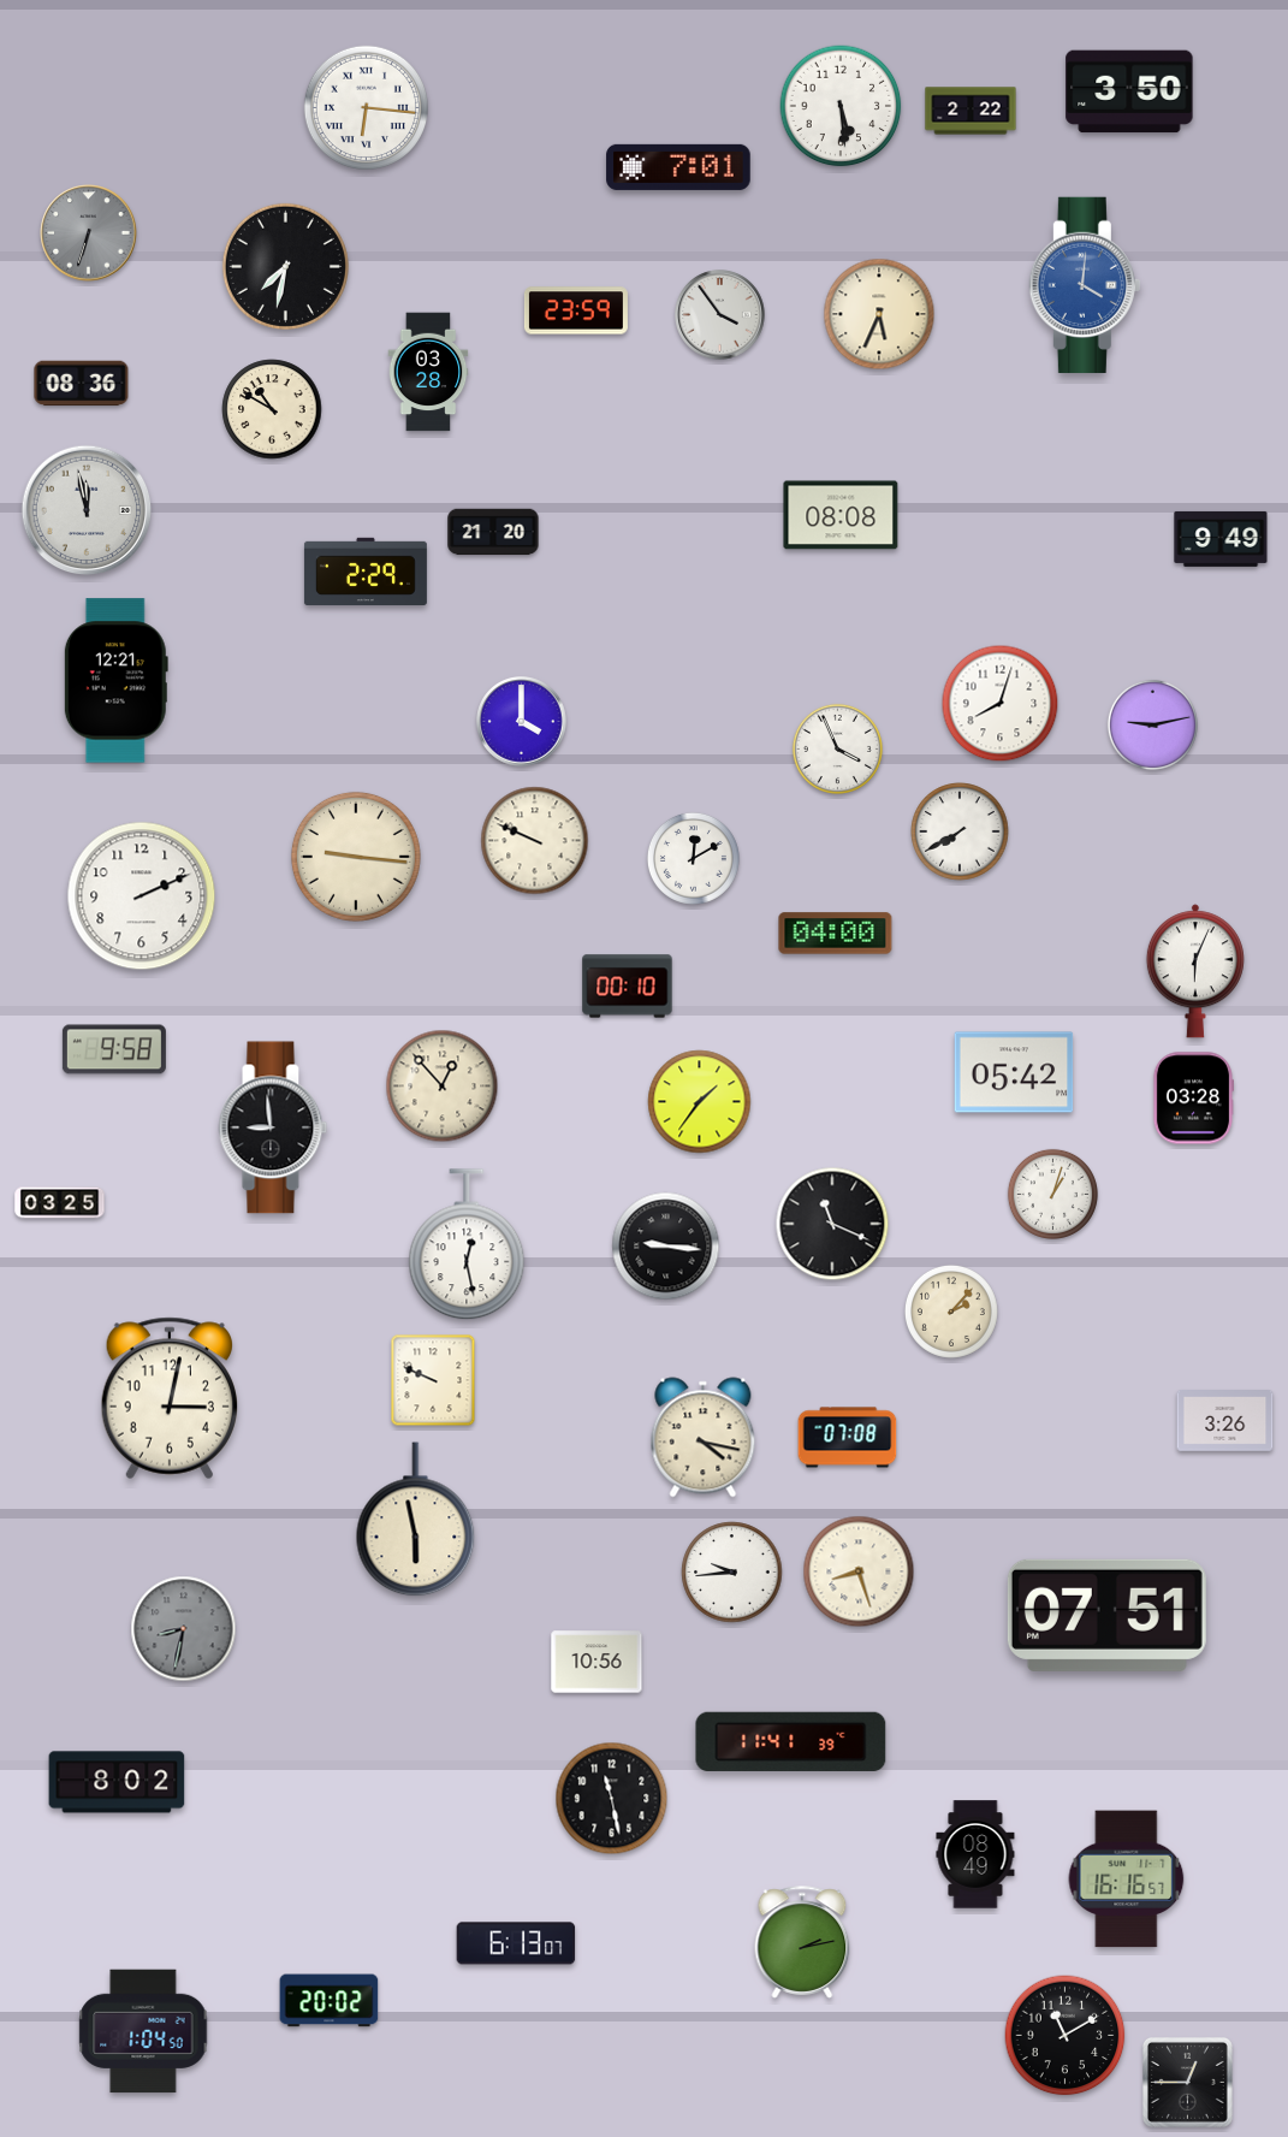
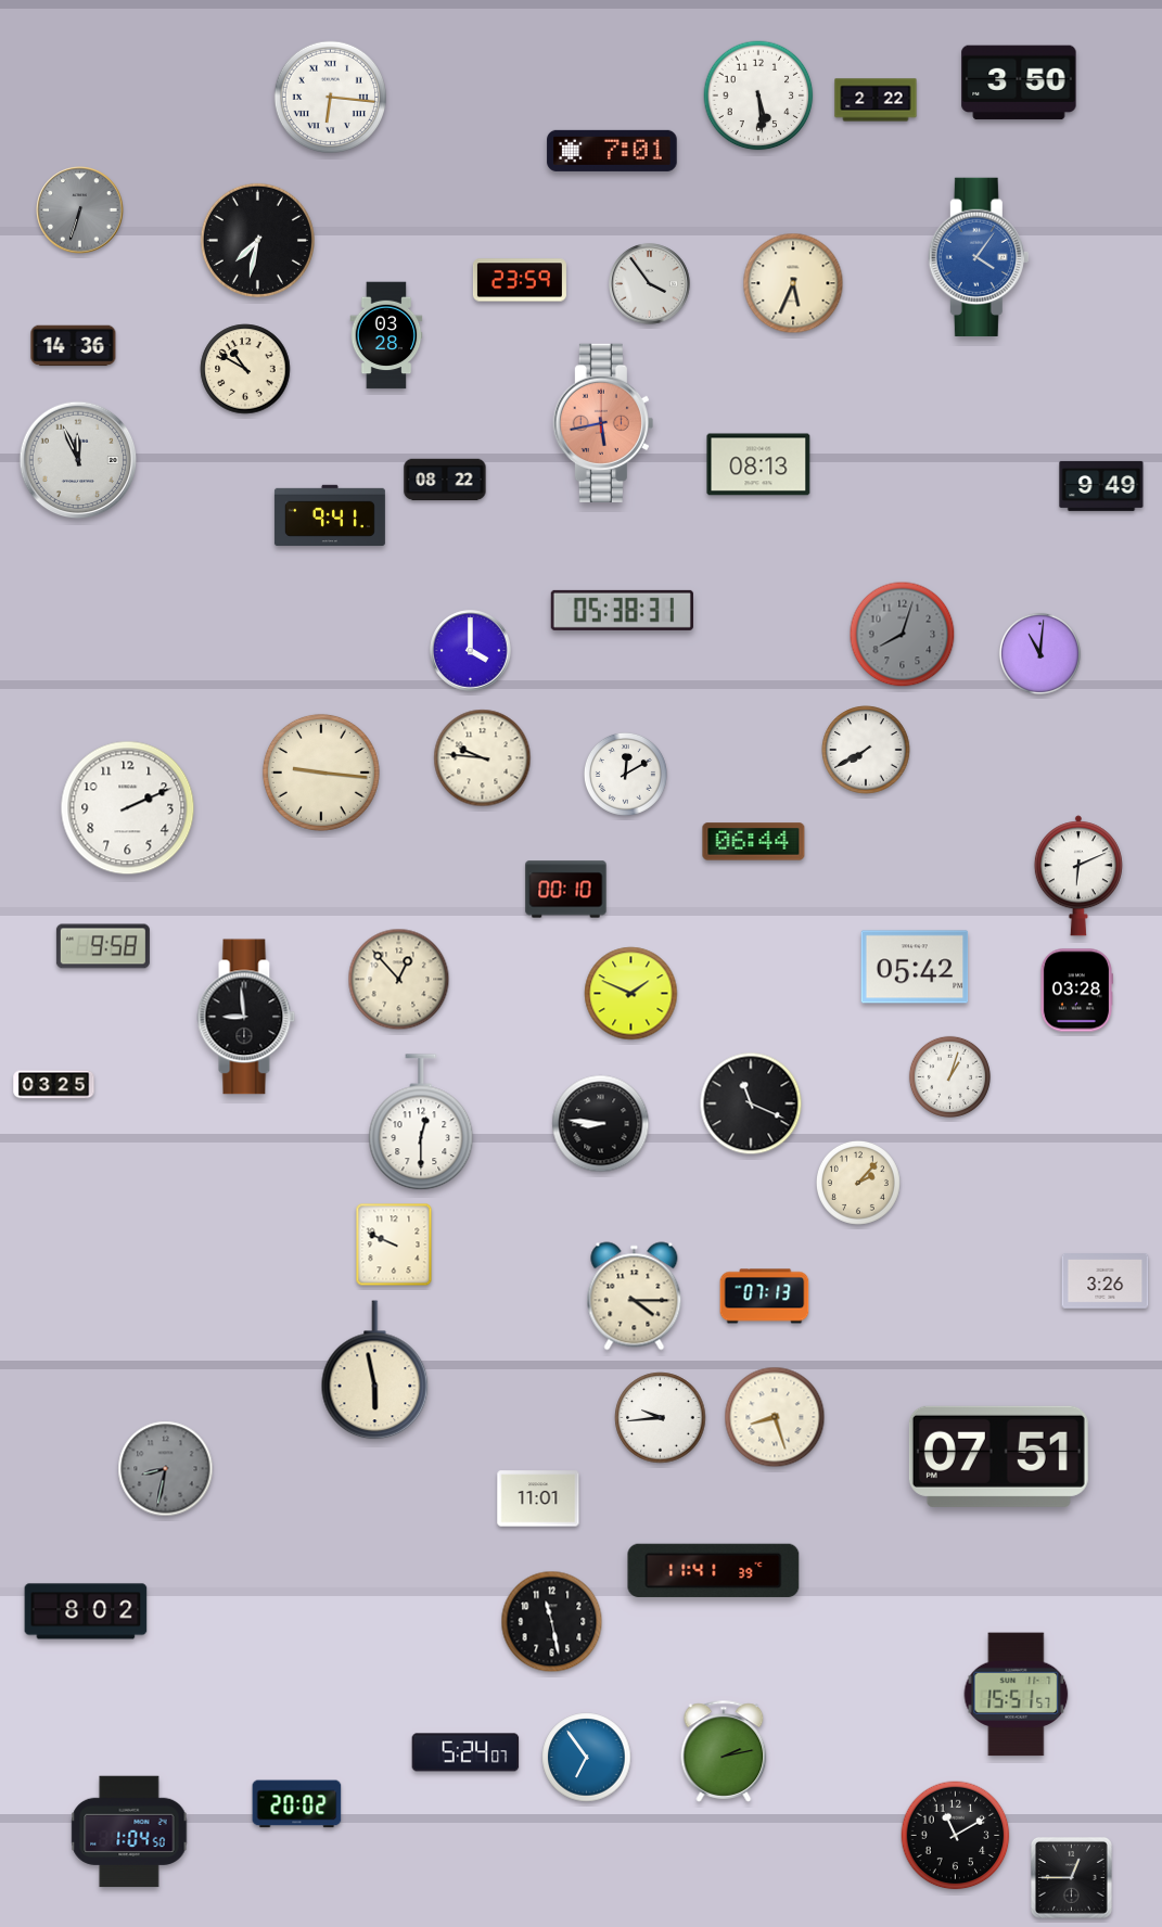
clock at (1085, 285): 4:01 -> 4:06
clock at (82, 384): 08:36 -> 14:36
clock at (603, 423): none -> 5:43
clock at (87, 510): 11:58 -> 11:56
clock at (841, 515): 08:08 -> 08:13
clock at (493, 532): 21:20 -> 08:22
clock at (366, 572): 2:29 -> 9:41
clock at (622, 610): none -> 05:38
clock at (115, 681): 12:21 -> none
clock at (1001, 704) dial: white -> grey
clock at (1152, 724): 9:13 -> 11:01
clock at (837, 748): 3:56 -> none
clock at (535, 841): 9:49 -> 9:46
clock at (836, 934): 04:00 -> 06:44
clock at (1195, 971): 6:04 -> 6:11
clock at (700, 1102): 1:36 -> 1:49
clock at (467, 1245): 12:28 -> 12:30
clock at (666, 1247): 9:16 -> 8:46
clock at (433, 1380) position: (433, 1380) -> (394, 1245)
clock at (168, 1398): 3:02 -> none
clock at (704, 1438): 4:17 -> 4:15
clock at (848, 1438): 07:08 -> 07:13
clock at (596, 1662): 10:56 -> 11:01
clock at (117, 1782) position: (117, 1782) -> (86, 1611)
clock at (975, 1854): 08:49 -> none
clock at (1127, 1880): 16:16 -> 15:51
clock at (516, 1943): 6:13 -> 5:24
clock at (587, 1758): none -> 6:54
clock at (1066, 2036) position: (1066, 2036) -> (956, 1836)
